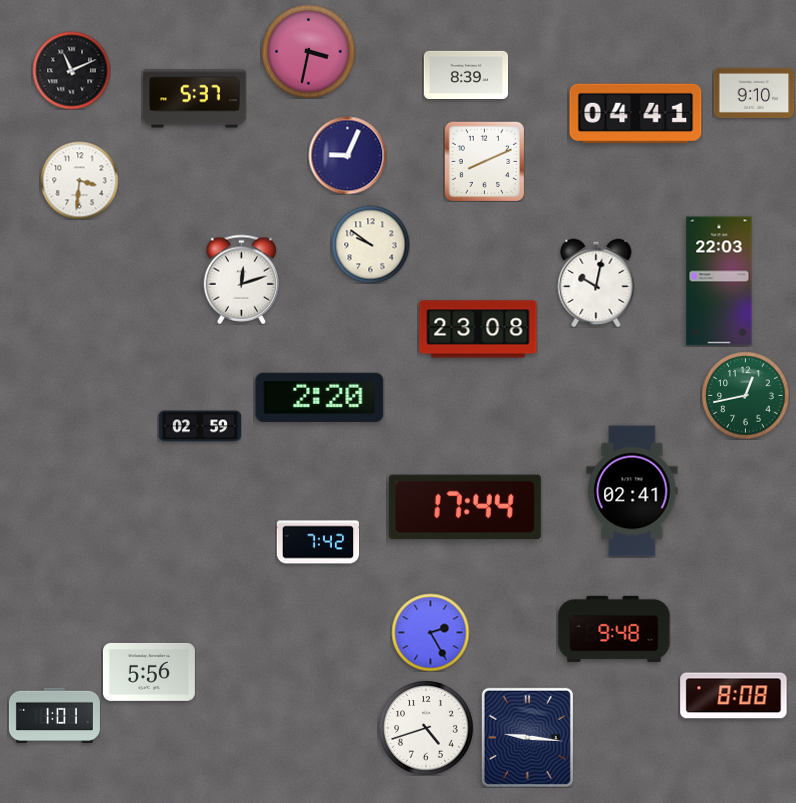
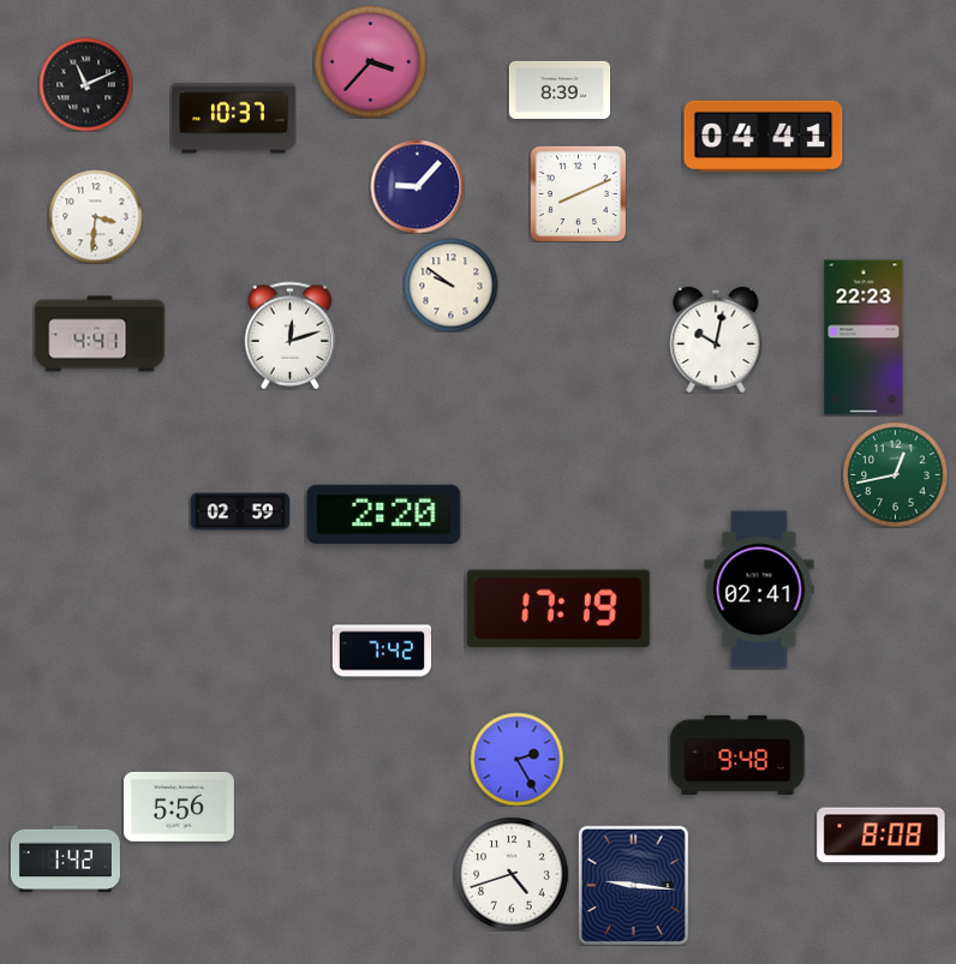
clock at (308, 51): 3:32 -> 3:37
clock at (754, 93): 9:10 -> none
clock at (195, 99): 5:37 -> 10:37
clock at (347, 155): 9:04 -> 9:07
clock at (484, 161) position: (484, 161) -> (578, 193)
clock at (370, 244) position: (370, 244) -> (450, 285)
clock at (100, 334): none -> 4:41
clock at (719, 281): 22:03 -> 22:23
clock at (478, 329): 23:08 -> none
clock at (320, 397) position: (320, 397) -> (384, 514)
clock at (465, 507): 17:44 -> 17:19
clock at (54, 715): 1:01 -> 1:42
